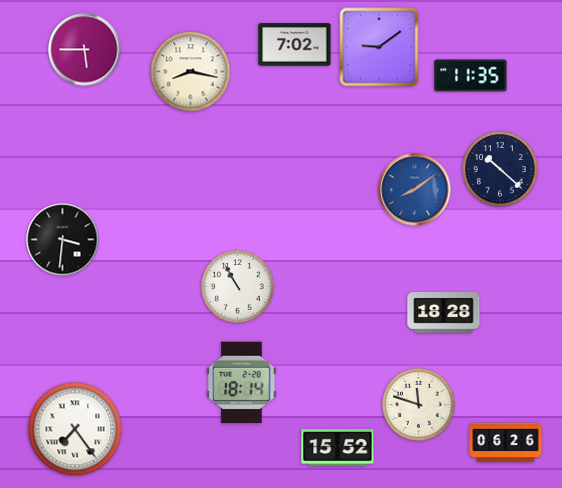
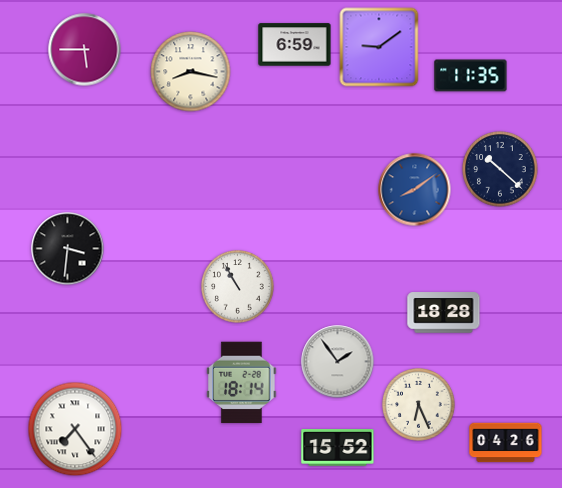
clock at (295, 45): 7:02 -> 6:59
clock at (63, 240) position: (63, 240) -> (68, 249)
clock at (338, 362): none -> 1:54
clock at (419, 405): 11:48 -> 6:26
clock at (506, 443): 06:26 -> 04:26
